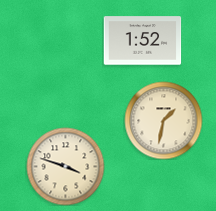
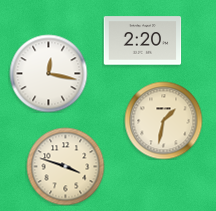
clock at (142, 41): 1:52 -> 2:20
clock at (48, 73): none -> 12:17
